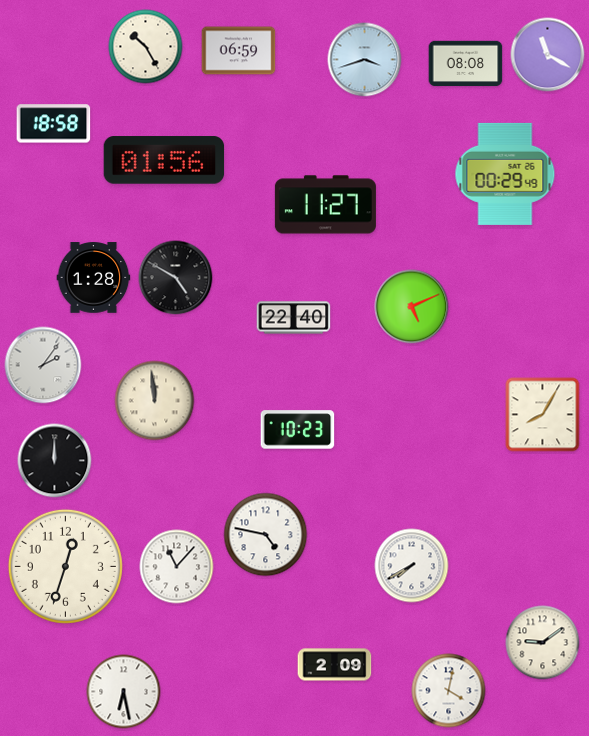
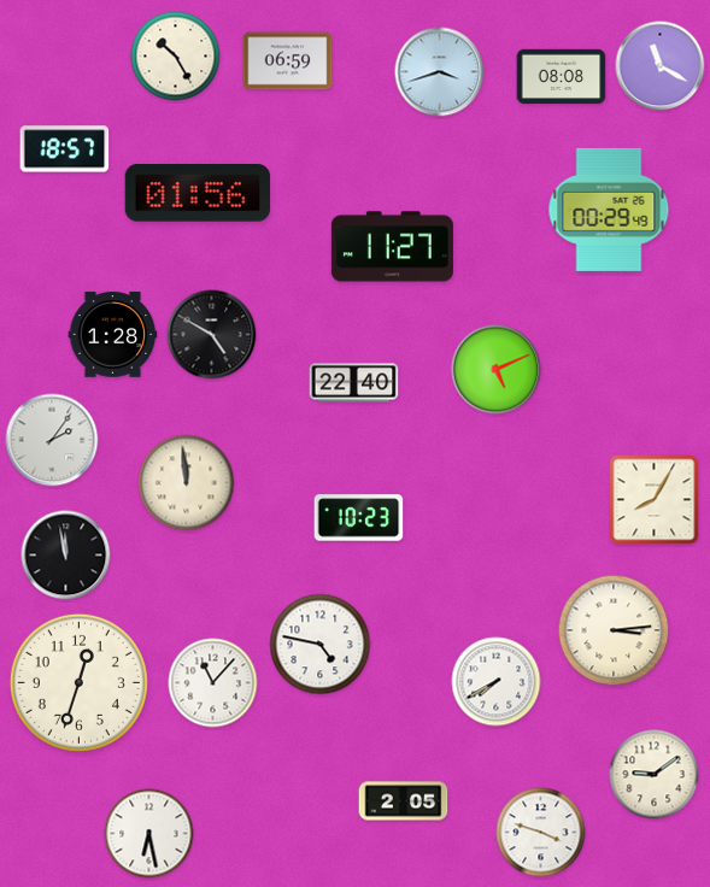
clock at (54, 124): 18:58 -> 18:57
clock at (55, 461): 12:00 -> 11:58
clock at (614, 630): none -> 3:14
clock at (335, 665): 2:09 -> 2:05
clock at (449, 691): 4:02 -> 3:48
